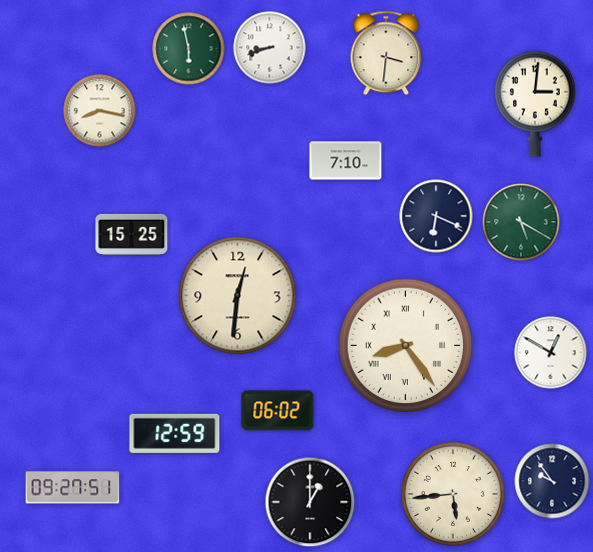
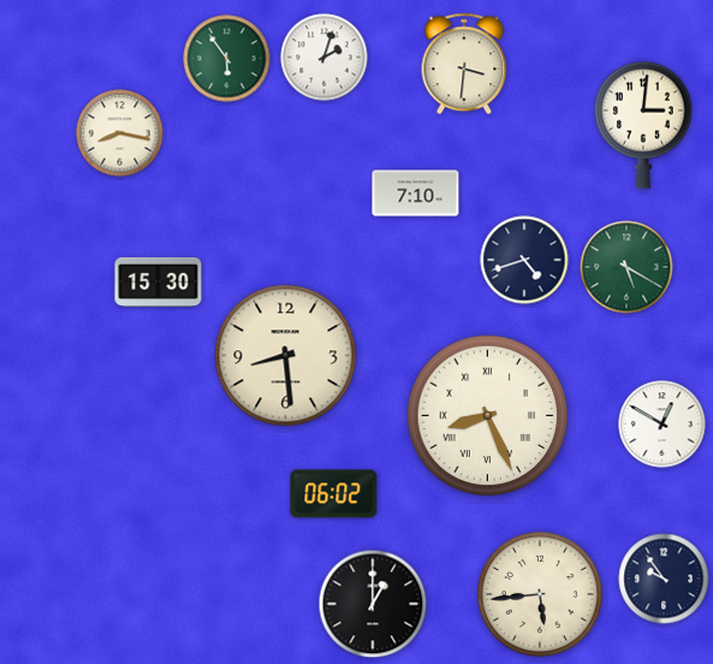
clock at (270, 48): 8:42 -> 2:03
clock at (189, 49): 5:58 -> 5:54
clock at (436, 216): 6:19 -> 4:42
clock at (132, 234): 15:25 -> 15:30
clock at (238, 296): 12:31 -> 8:29
clock at (406, 346): 8:24 -> 8:26
clock at (175, 433): 12:59 -> none
clock at (73, 488): 09:27 -> none
clock at (453, 494) position: (453, 494) -> (540, 594)
